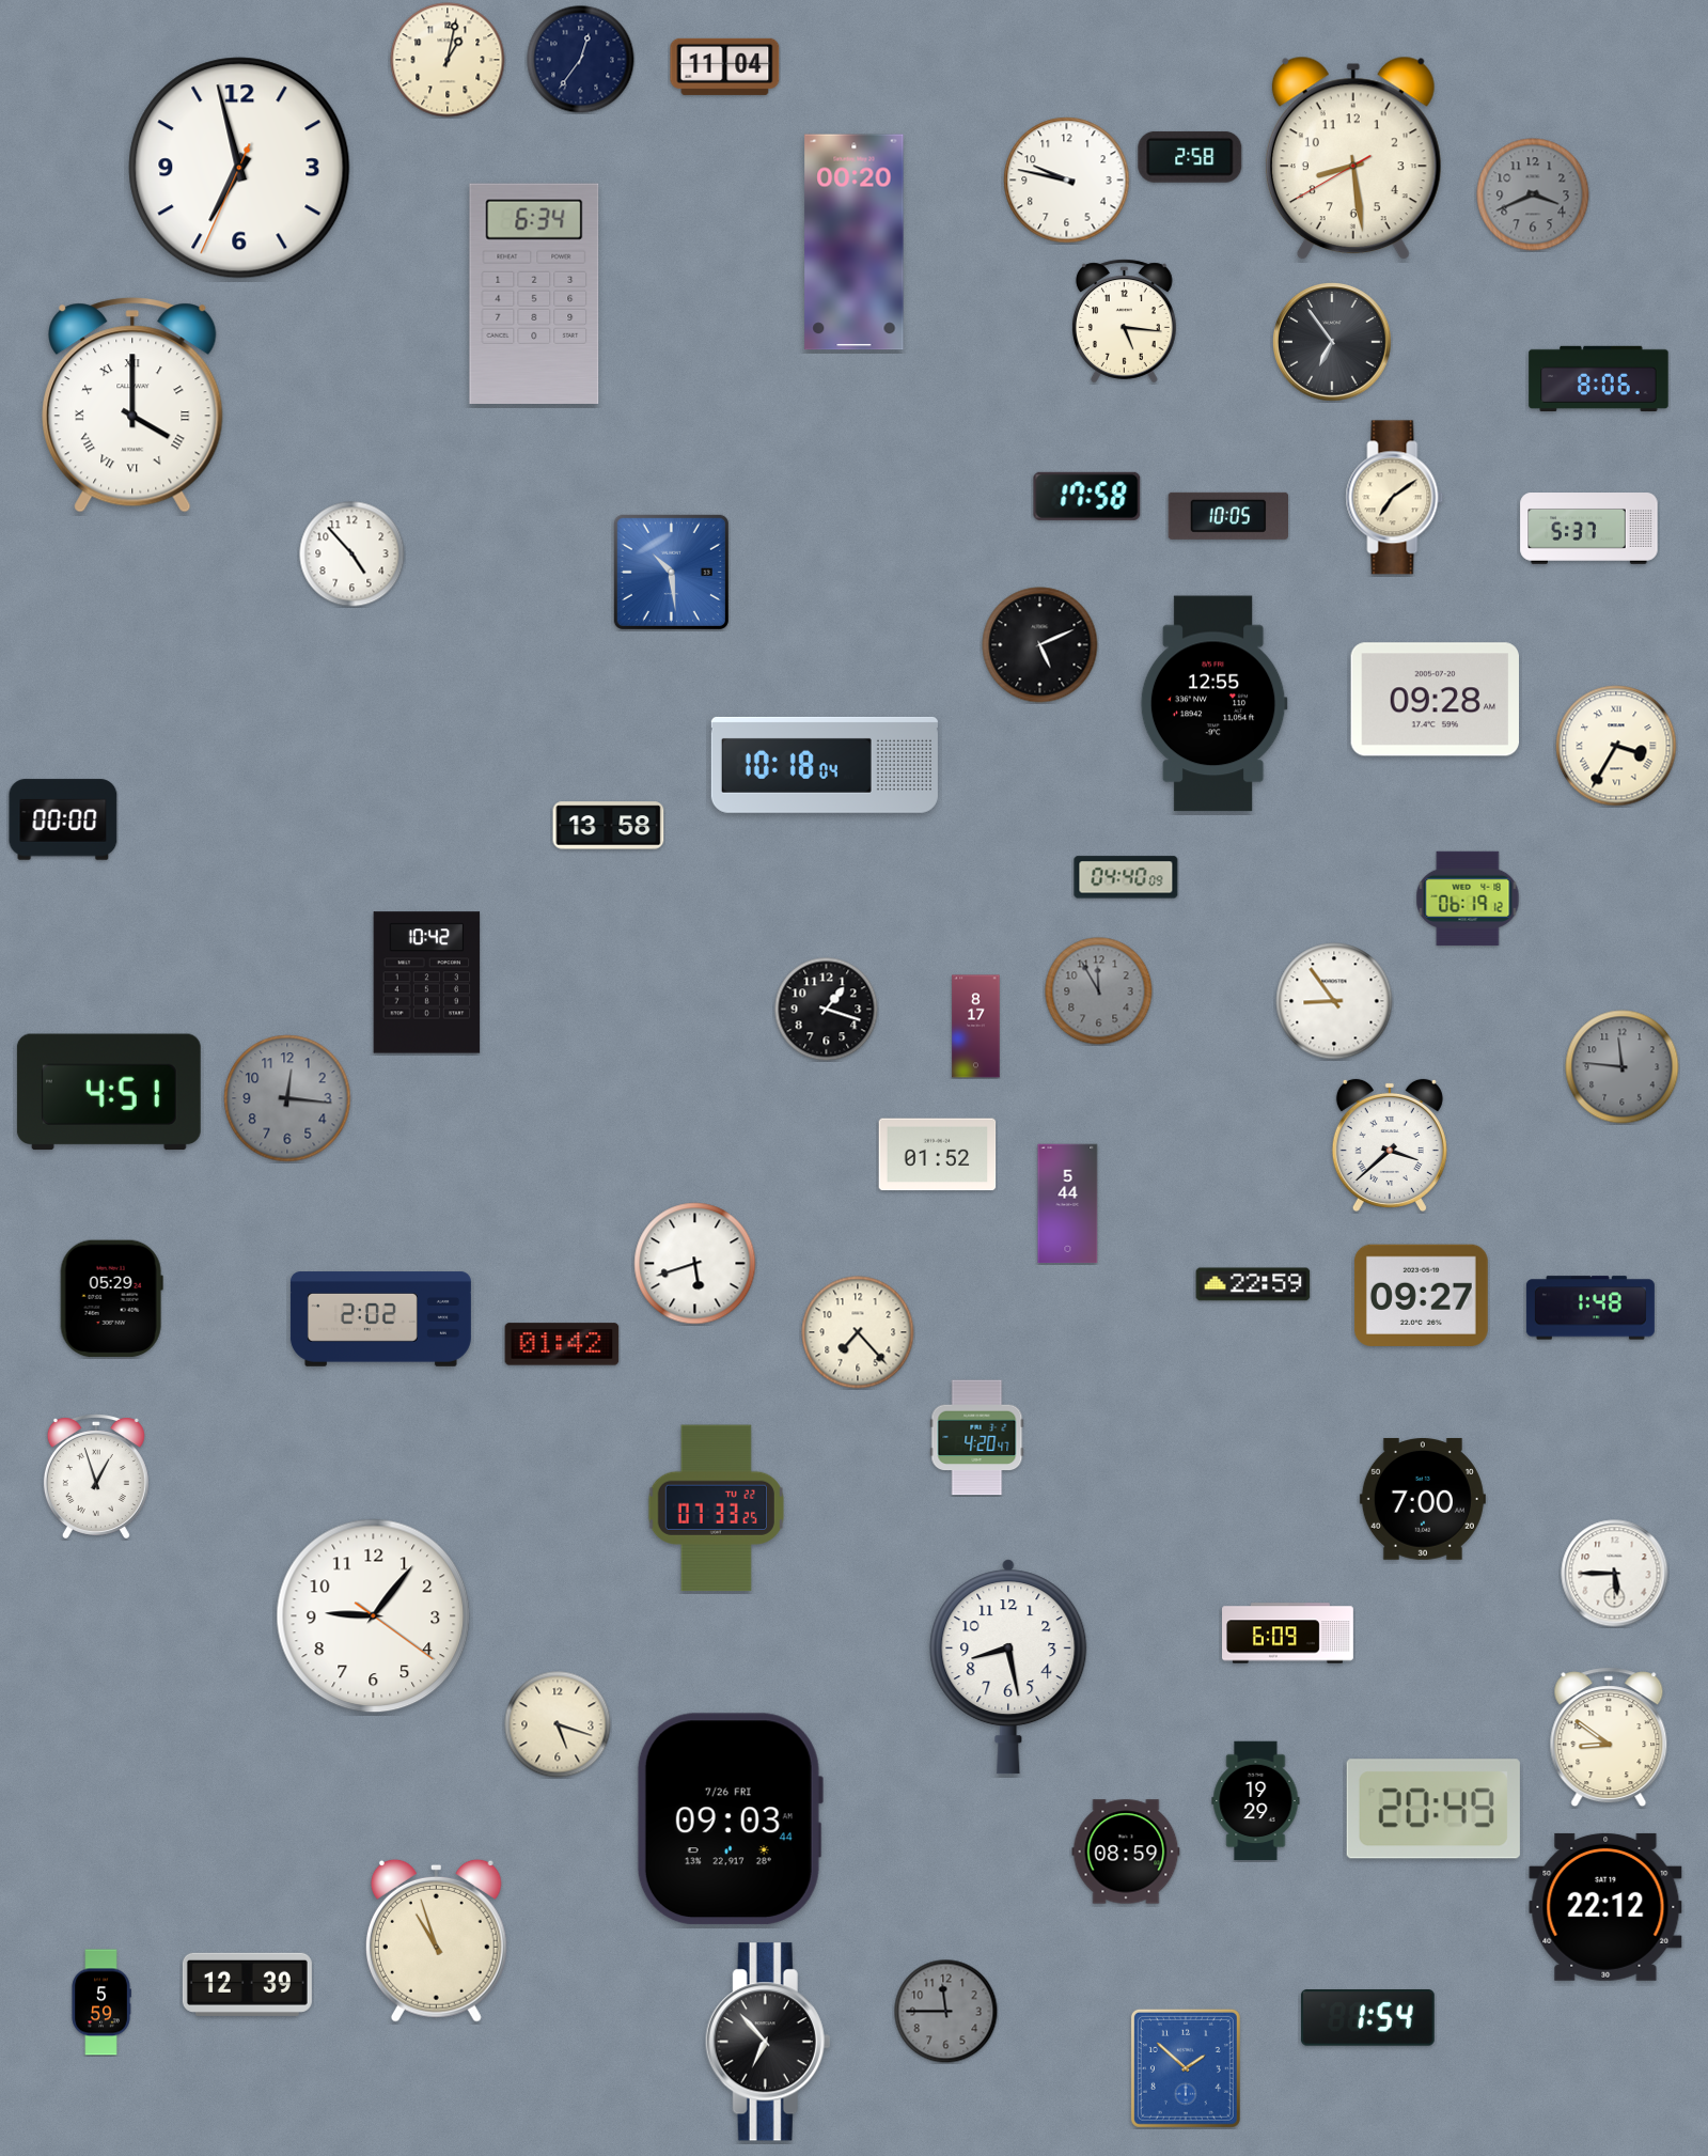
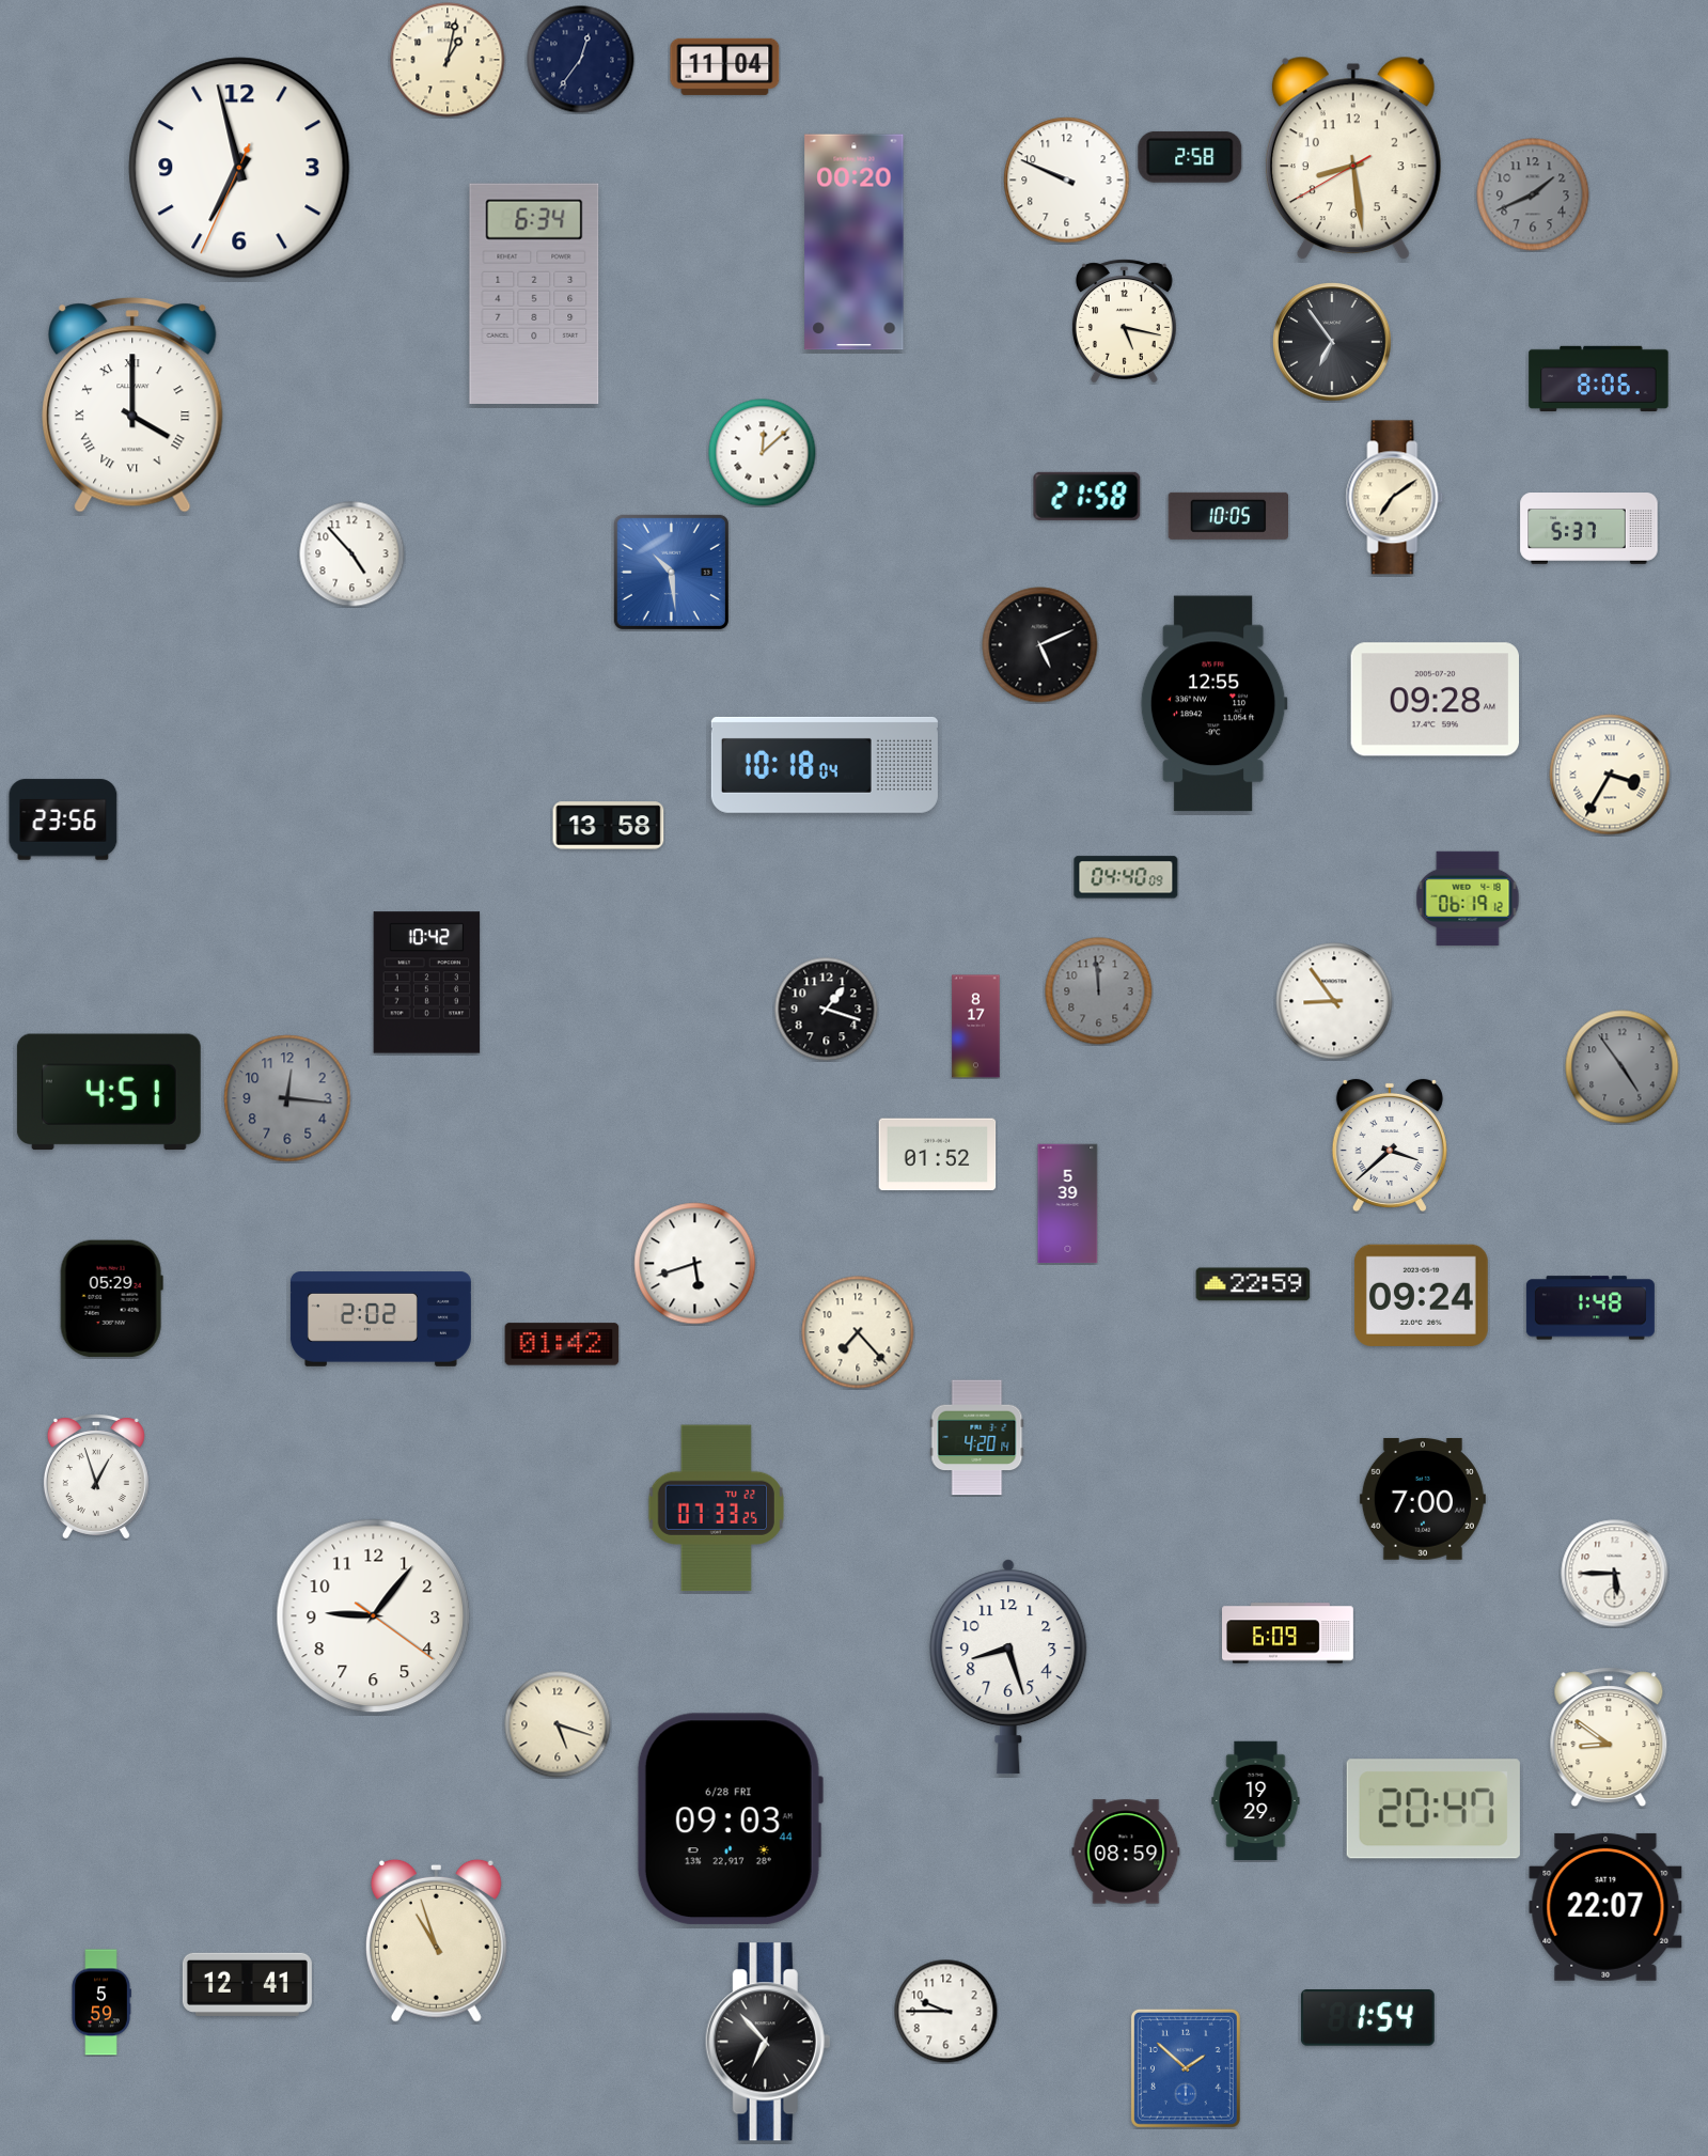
clock at (1067, 181): 9:47 -> 9:49
clock at (1533, 194): 3:41 -> 1:41
clock at (1124, 322): 5:16 -> 5:17
clock at (763, 453): none -> 12:08
clock at (1087, 496): 17:58 -> 21:58
clock at (1616, 746) position: (1616, 746) -> (1610, 775)
clock at (63, 819): 00:00 -> 23:56
clock at (1099, 991): 11:55 -> 11:59
clock at (1623, 1067): 11:46 -> 4:54
clock at (1068, 1204): 5:44 -> 5:39
clock at (1421, 1295): 09:27 -> 09:24
clock at (977, 1438): 4:20:47 -> 4:20:14
clock at (1008, 1667): 8:28 -> 8:27
clock at (1433, 1809): 20:49 -> 20:47
clock at (730, 1819) date: 7/26 FRI -> 6/28 FRI
clock at (1605, 1907): 22:12 -> 22:07
clock at (247, 1984): 12:39 -> 12:41
clock at (945, 2011): 11:45 -> 9:45
clock at (945, 2011) dial: grey -> white
